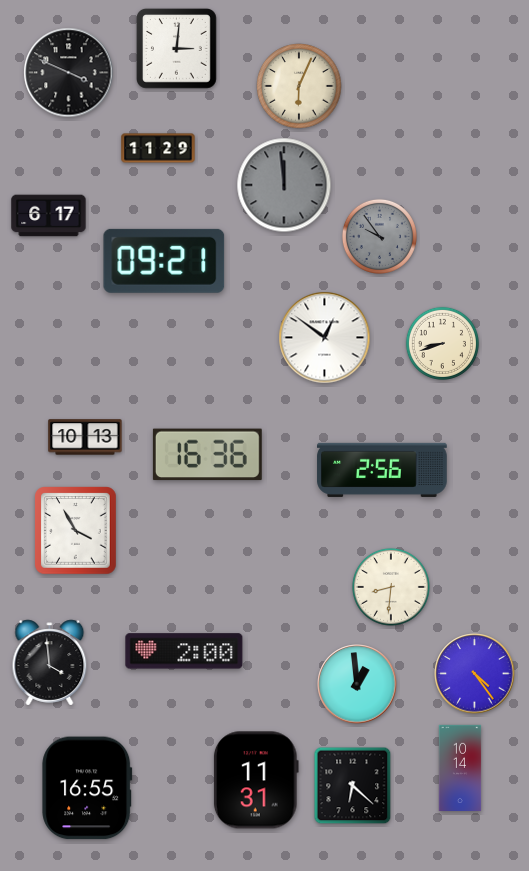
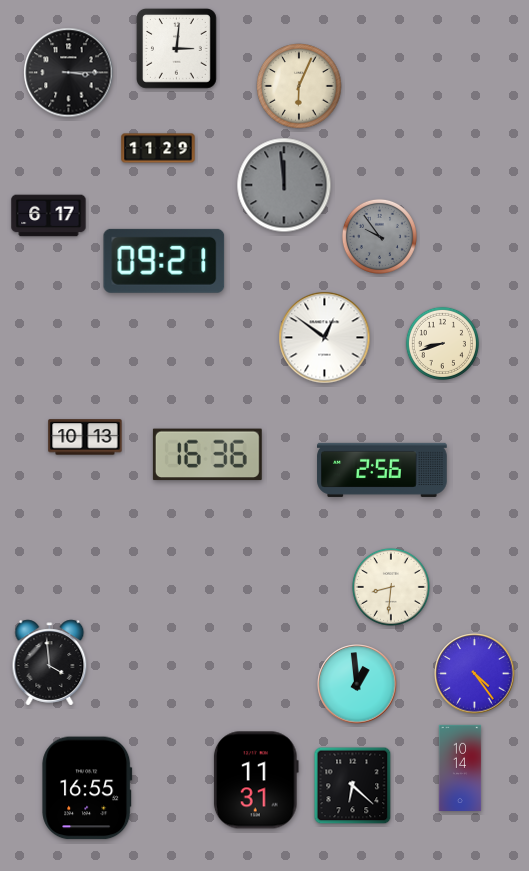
clock at (69, 73): 3:49 -> 3:15
clock at (76, 531): 3:55 -> none
clock at (184, 651): 2:00 -> none
